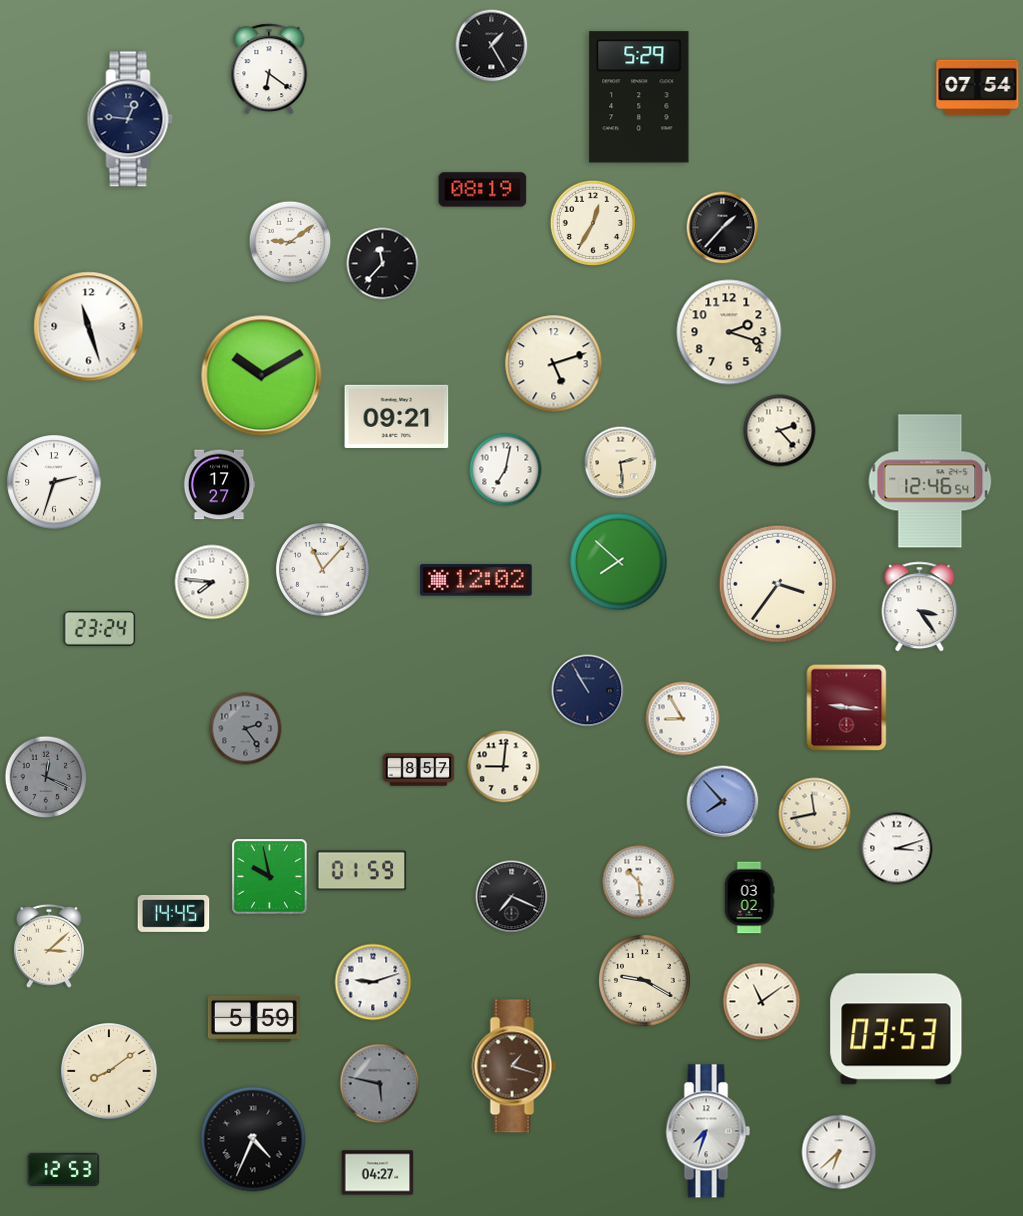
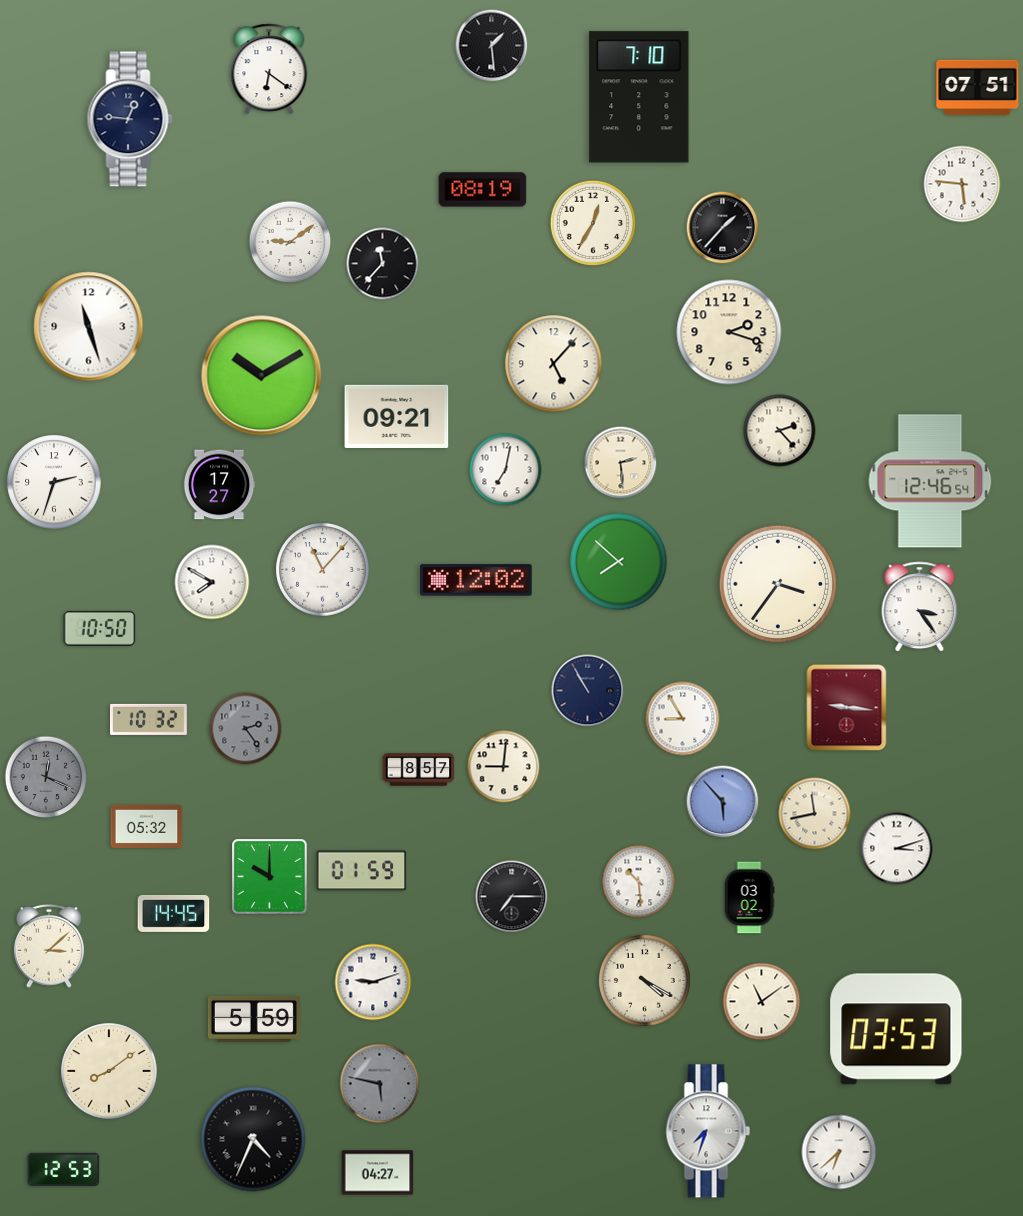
clock at (492, 46): 1:25 -> 1:29
clock at (978, 88): 07:54 -> 07:51
clock at (639, 97): 5:29 -> 7:10
clock at (962, 184): none -> 5:46
clock at (554, 364): 5:12 -> 5:07
clock at (212, 582): 7:46 -> 7:50
clock at (100, 628): 23:24 -> 10:50
clock at (149, 719): none -> 10:32
clock at (723, 802): 7:53 -> 5:53
clock at (147, 826): none -> 05:32
clock at (270, 877): 9:58 -> 10:00
clock at (512, 897): 7:19 -> 7:15
clock at (645, 981): 9:20 -> 4:20
clock at (514, 1066): 1:18 -> none
